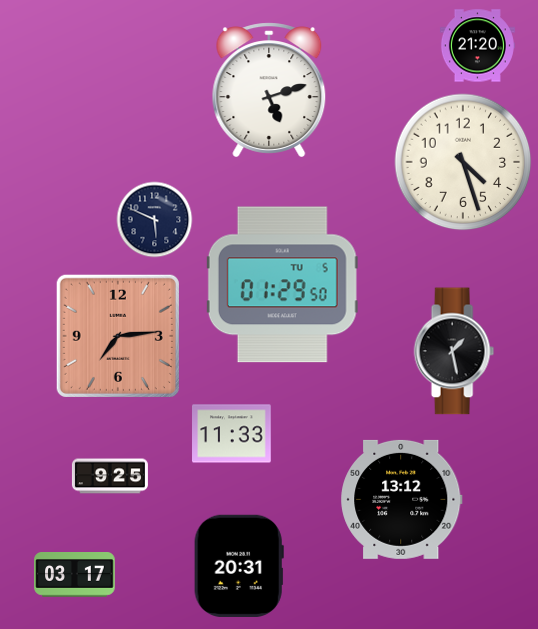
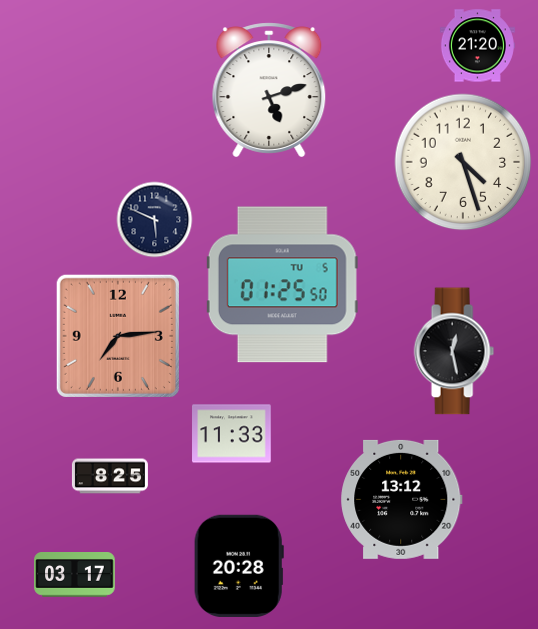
clock at (282, 285): 01:29 -> 01:25
clock at (454, 351): 1:28 -> 12:28
clock at (110, 476): 9:25 -> 8:25
clock at (239, 565): 20:31 -> 20:28
